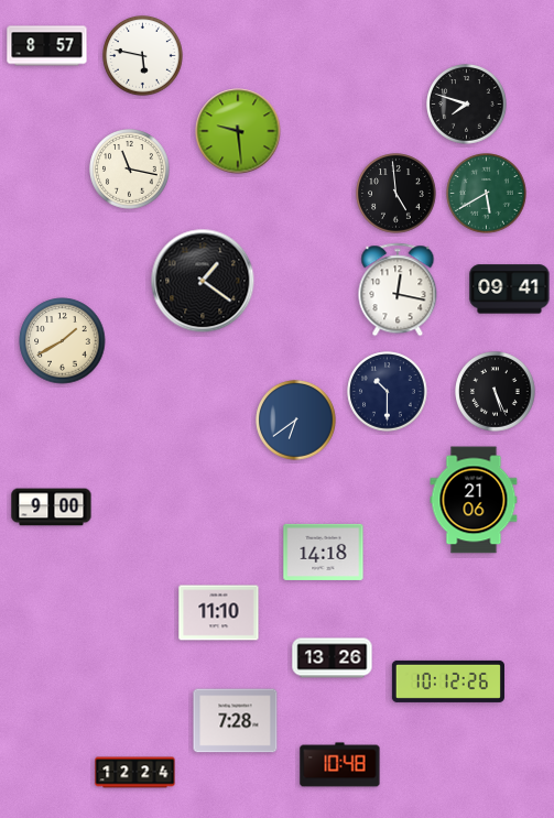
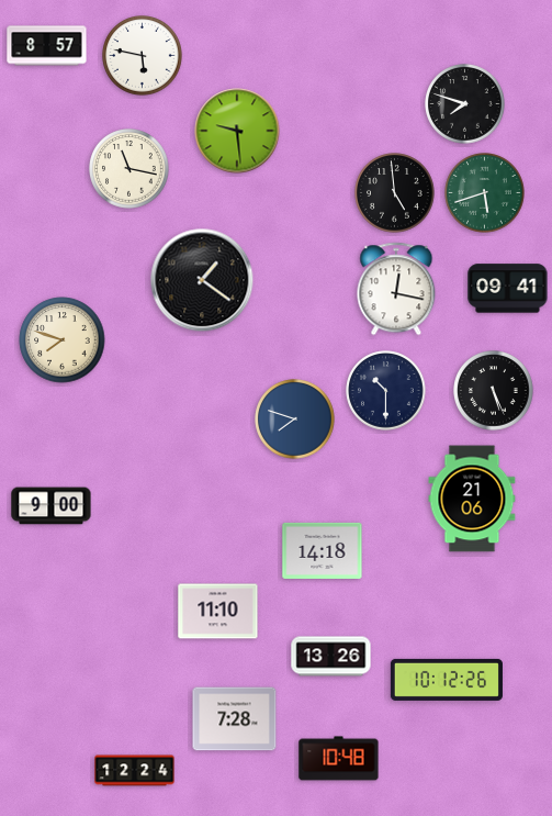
clock at (487, 194): 5:40 -> 5:42
clock at (63, 341): 1:40 -> 7:48
clock at (296, 421): 6:39 -> 7:48
clock at (340, 765) position: (340, 765) -> (339, 759)
